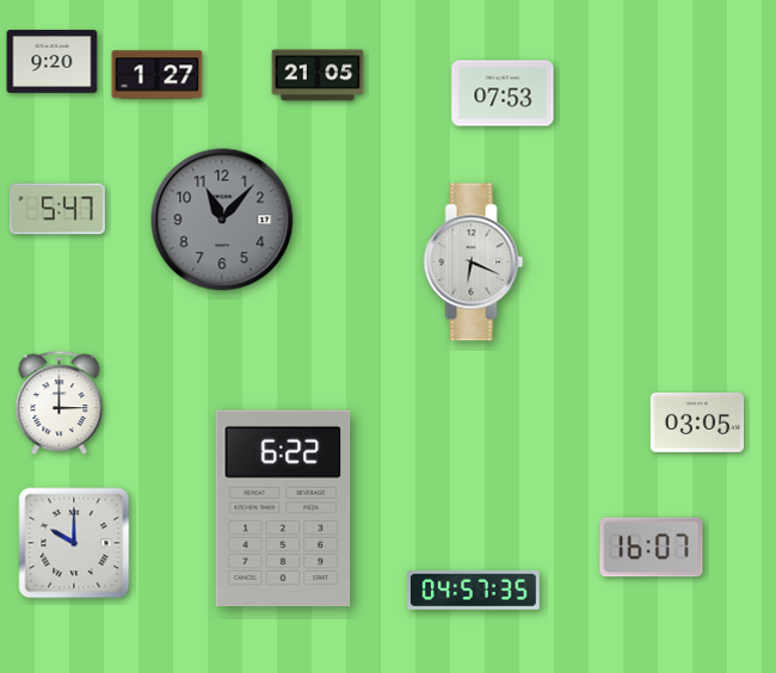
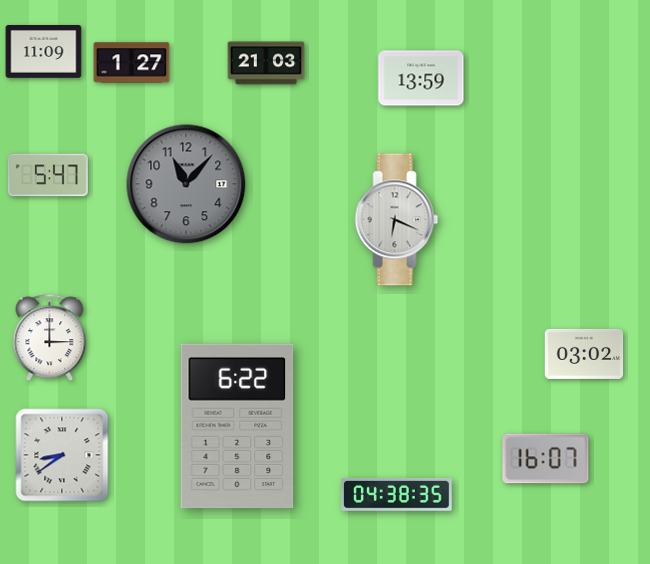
clock at (53, 62): 9:20 -> 11:09
clock at (318, 75): 21:05 -> 21:03
clock at (503, 93): 07:53 -> 13:59
clock at (697, 422): 03:05 -> 03:02
clock at (74, 543): 10:00 -> 8:39
clock at (474, 591): 04:57 -> 04:38
